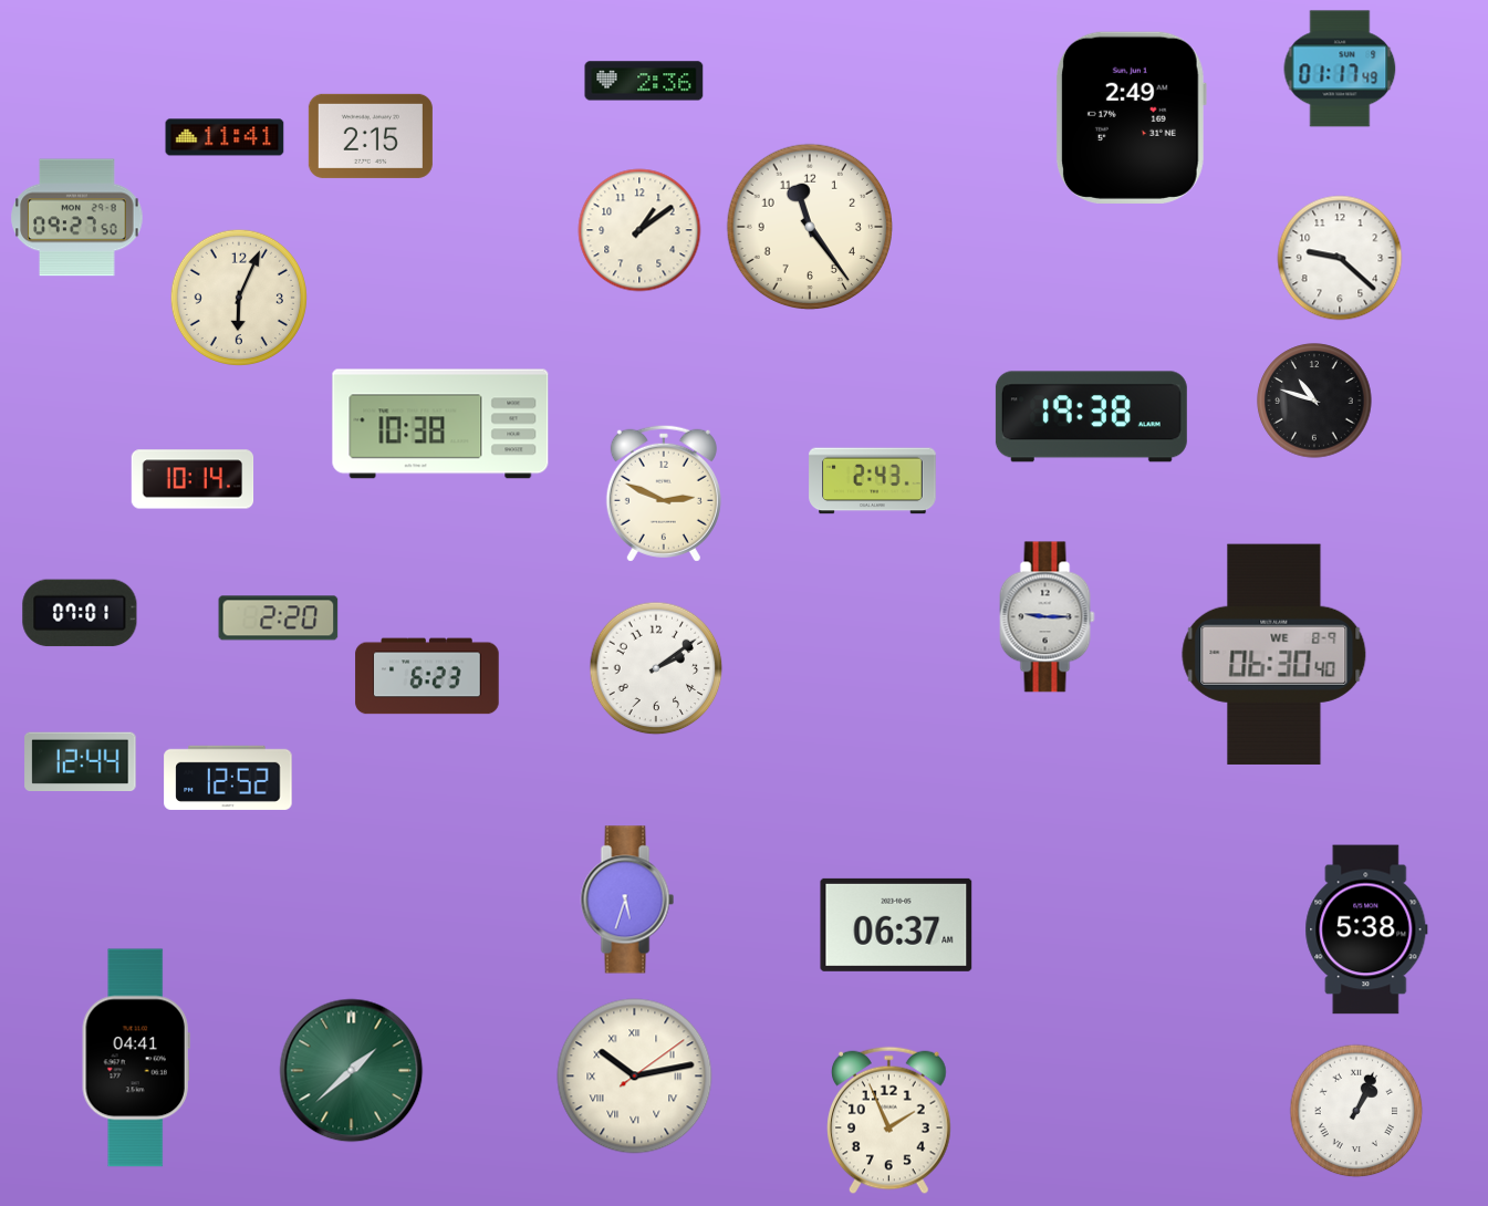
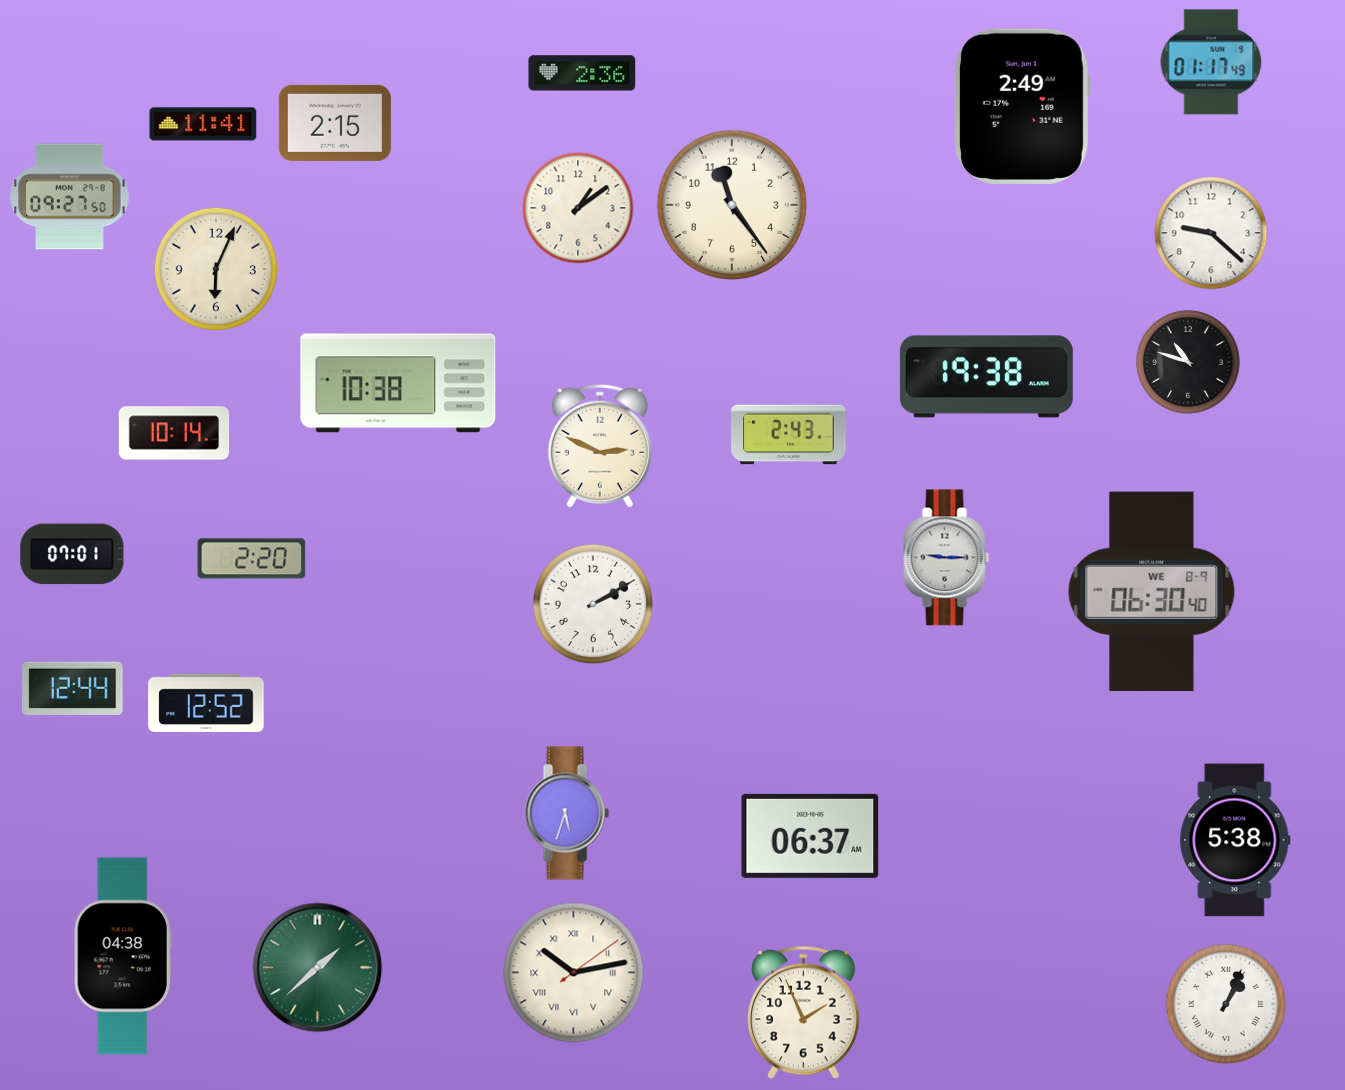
clock at (656, 668): 2:09 -> 2:10
clock at (427, 676): 6:23 -> none
clock at (136, 1058): 04:41 -> 04:38
